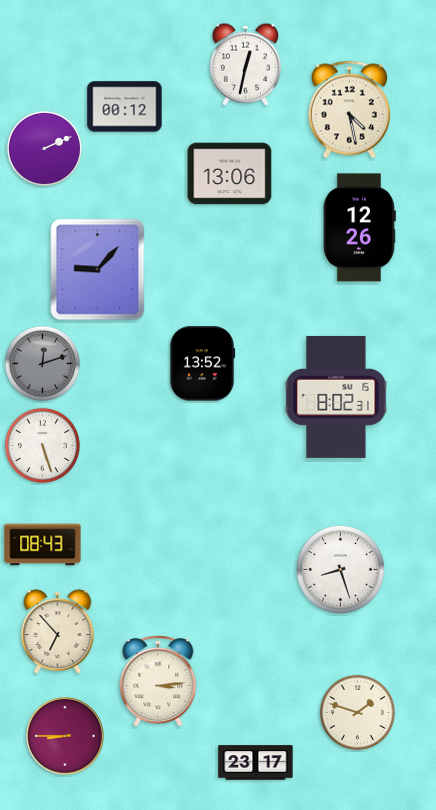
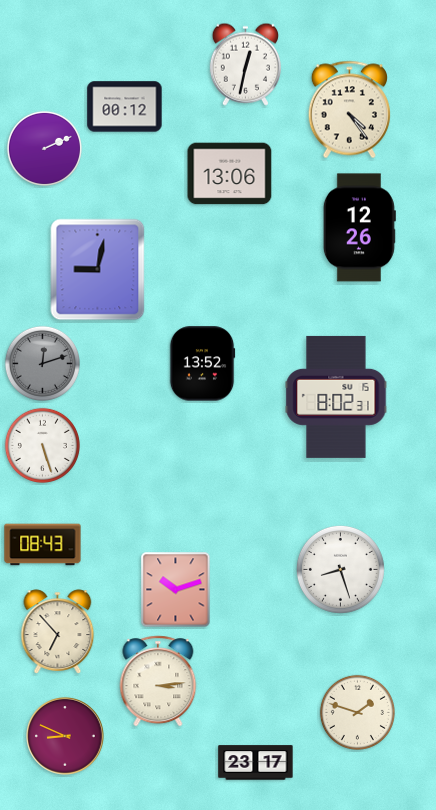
clock at (349, 110): 4:28 -> 4:24
clock at (98, 270): 9:07 -> 9:02
clock at (176, 590): none -> 10:12
clock at (65, 736): 8:45 -> 8:49
